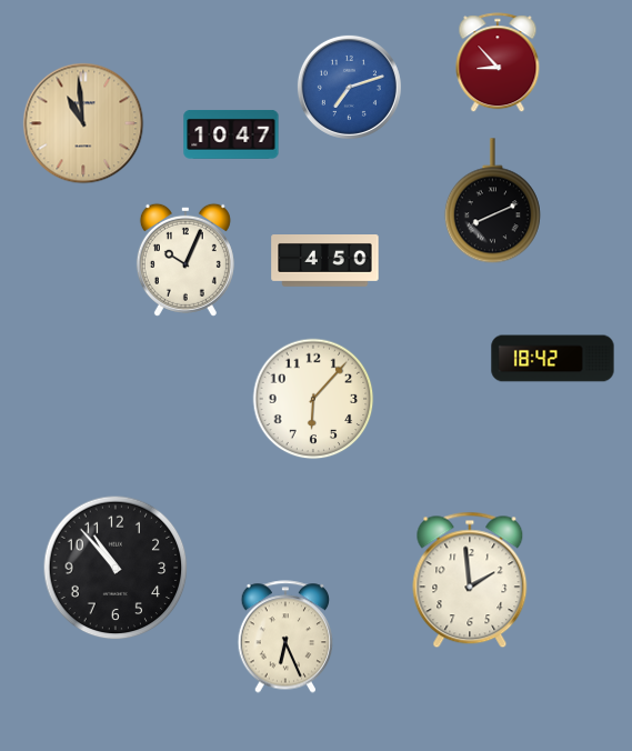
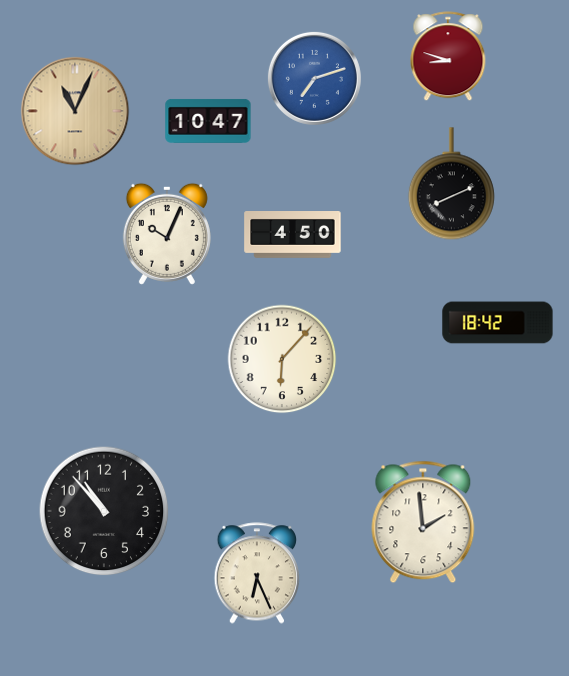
clock at (498, 63): 8:53 -> 8:48
clock at (83, 123): 10:59 -> 11:04
clock at (492, 201) position: (492, 201) -> (451, 184)
